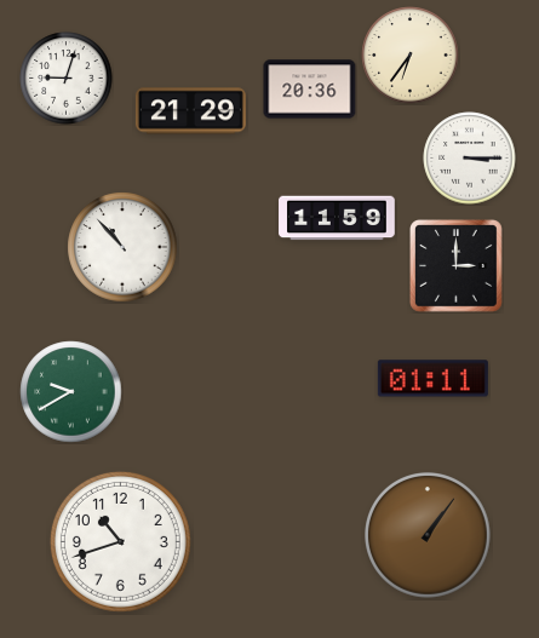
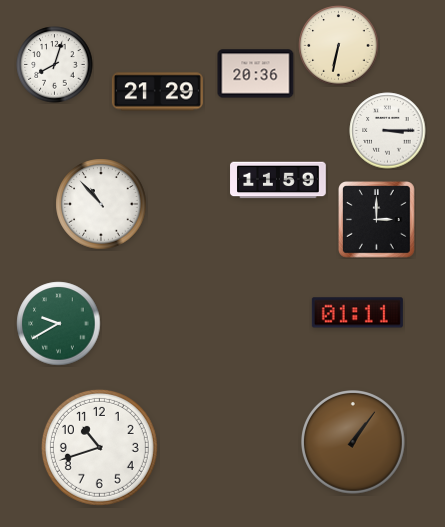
clock at (411, 56): 6:36 -> 6:32
clock at (67, 79): 9:03 -> 8:03
